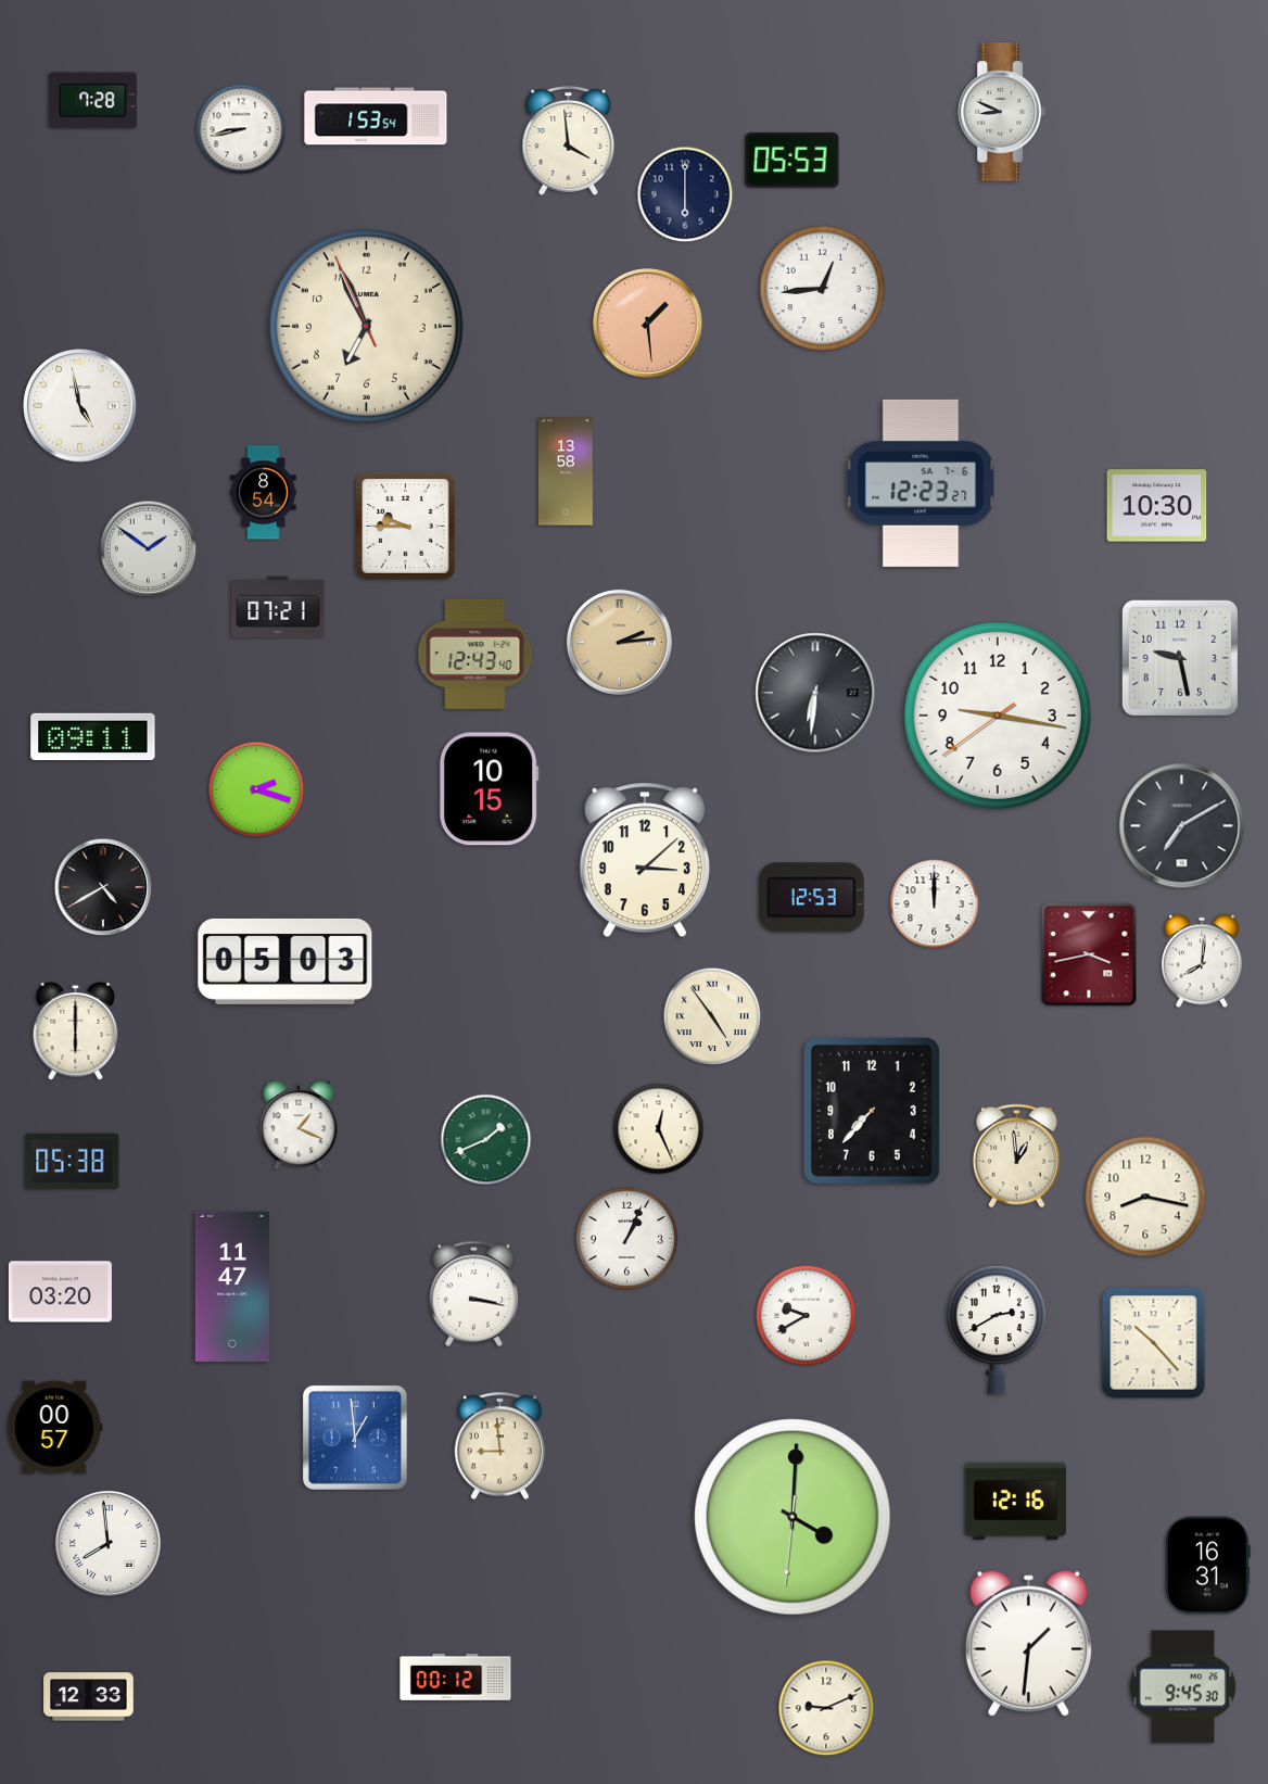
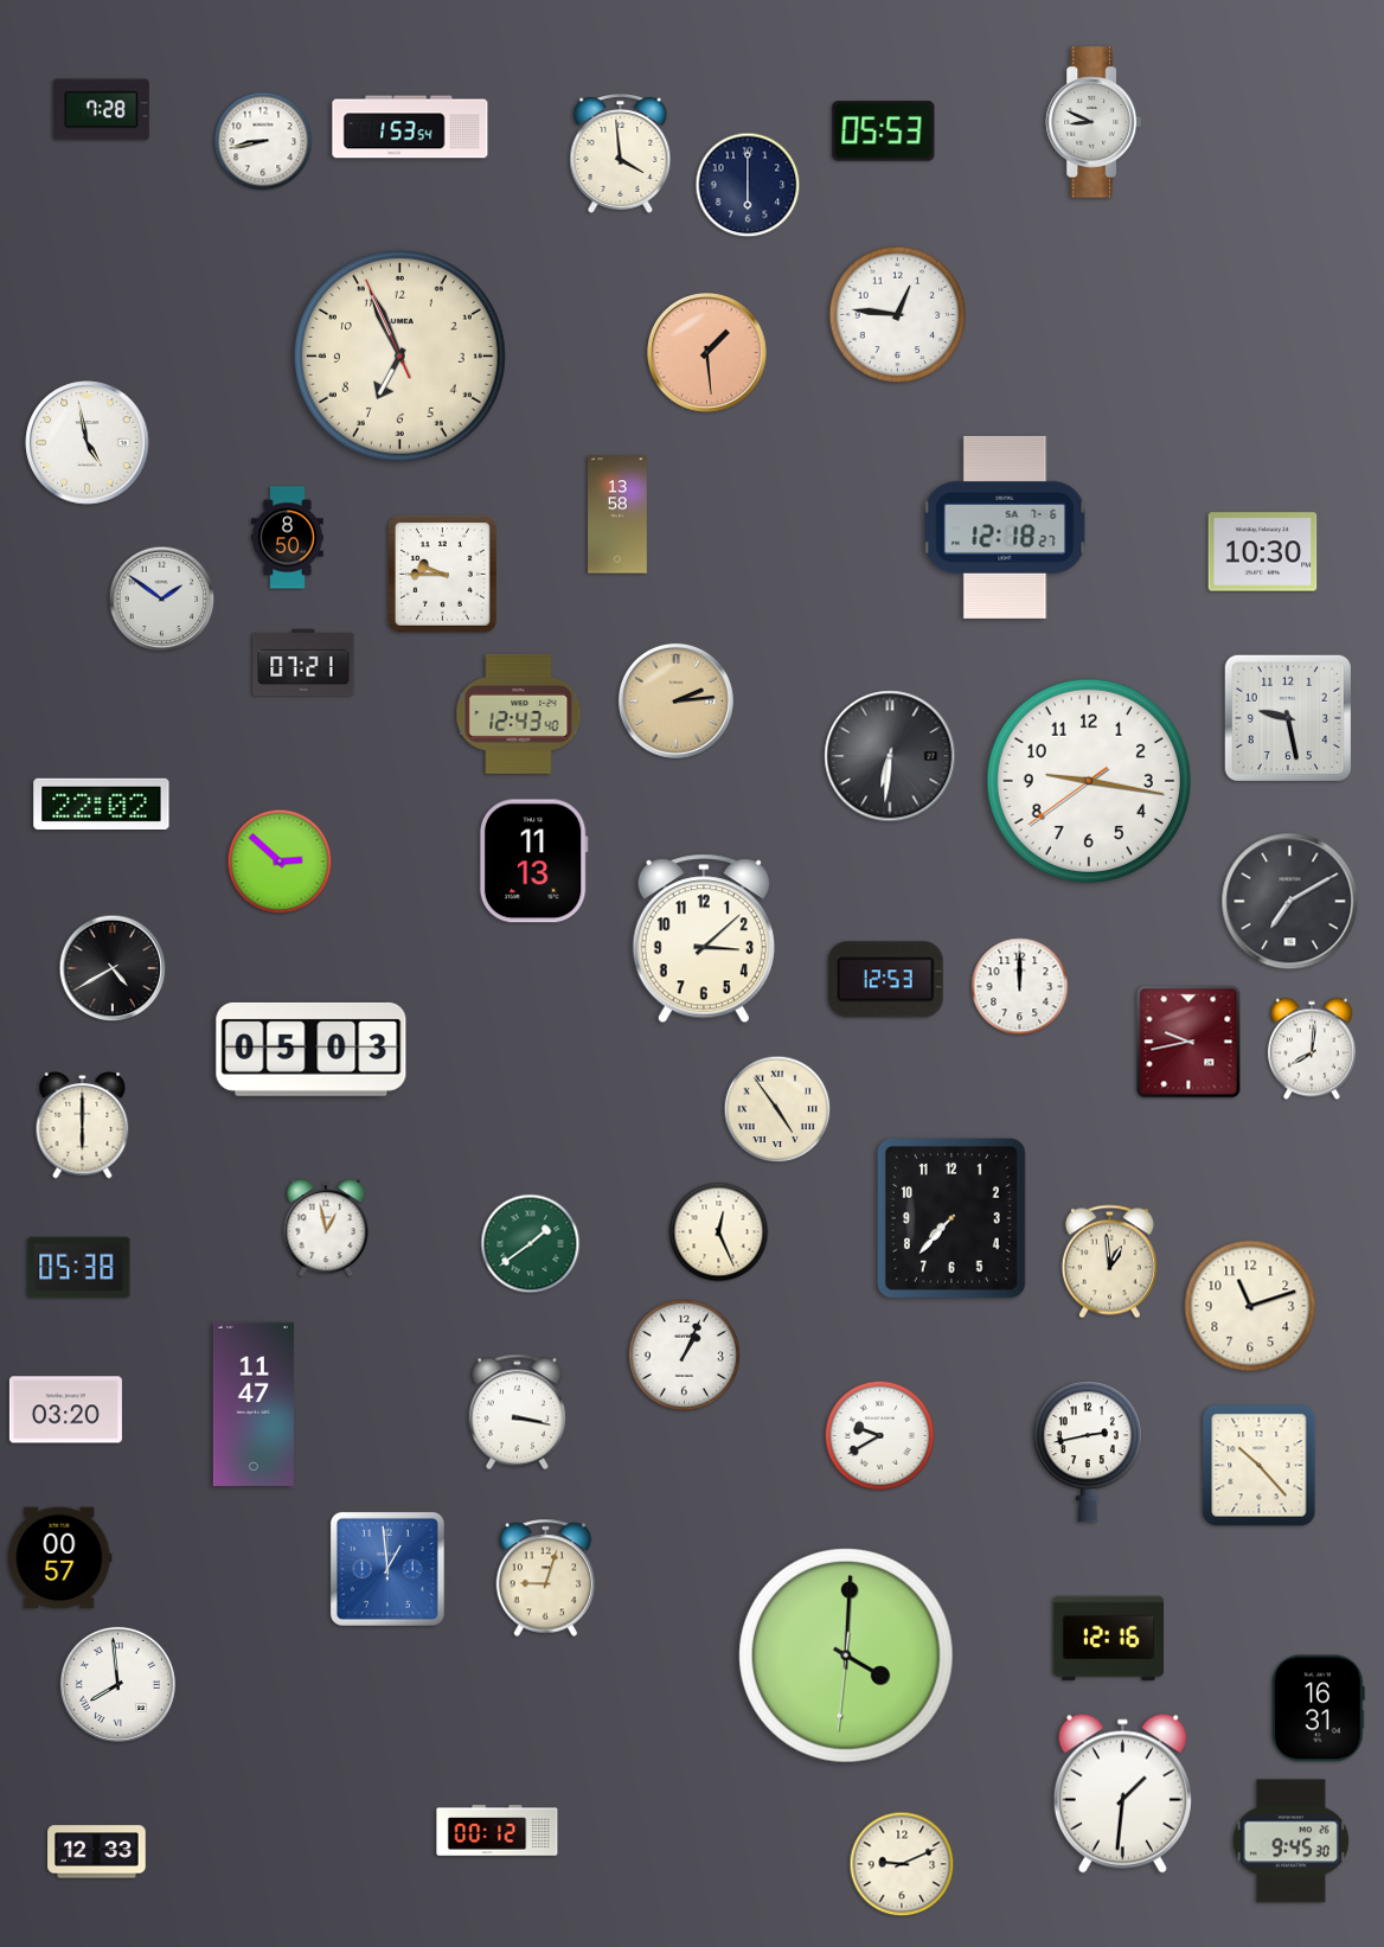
clock at (792, 161) position: (792, 161) -> (884, 132)
clock at (685, 194) position: (685, 194) -> (748, 185)
clock at (823, 289): 12:44 -> 12:46
clock at (921, 483): 12:23 -> 12:18
clock at (264, 493): 8:54 -> 8:50
clock at (93, 736): 09:11 -> 22:02
clock at (256, 789): 2:18 -> 2:52
clock at (489, 789): 10:15 -> 11:13
clock at (1089, 954): 3:43 -> 9:43
clock at (872, 1111) position: (872, 1111) -> (952, 1218)
clock at (299, 1125): 1:19 -> 12:58
clock at (486, 1140): 1:41 -> 1:39
clock at (1145, 1197): 8:17 -> 11:12
clock at (626, 1238) position: (626, 1238) -> (684, 1354)
clock at (997, 1330): 2:40 -> 2:43
clock at (500, 1446): 8:59 -> 9:03
clock at (792, 1517) position: (792, 1517) -> (846, 1655)
